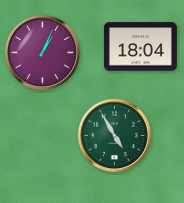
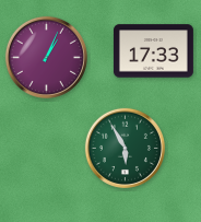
clock at (140, 47): 18:04 -> 17:33
clock at (114, 135): 4:55 -> 5:55
